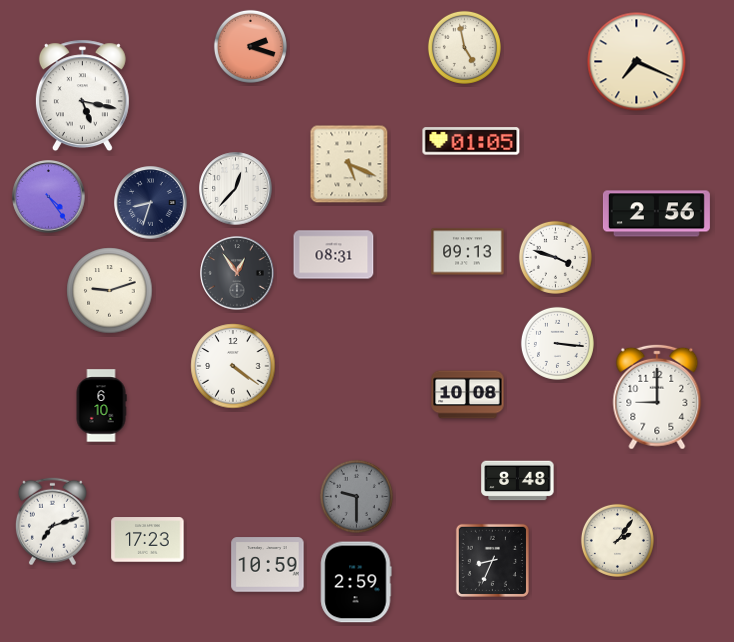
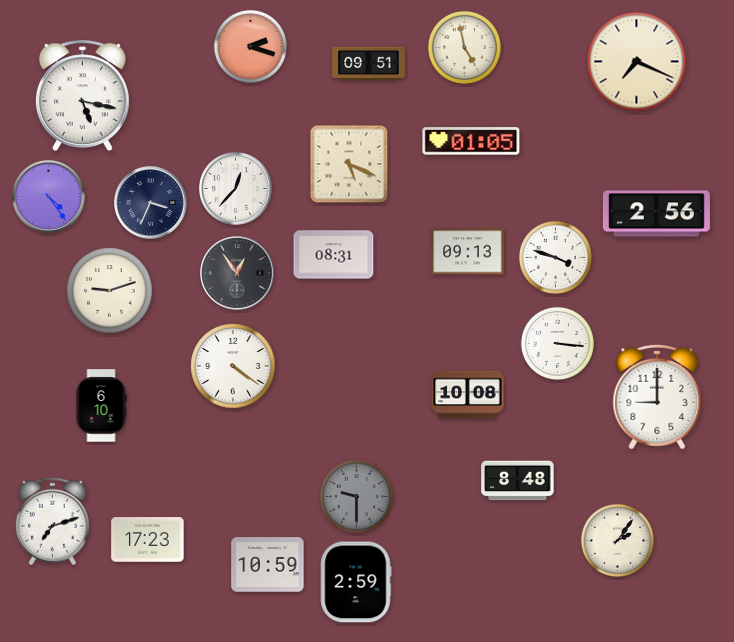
clock at (369, 63): none -> 09:51
clock at (151, 203): 8:33 -> 3:34
clock at (492, 560): 8:34 -> none
